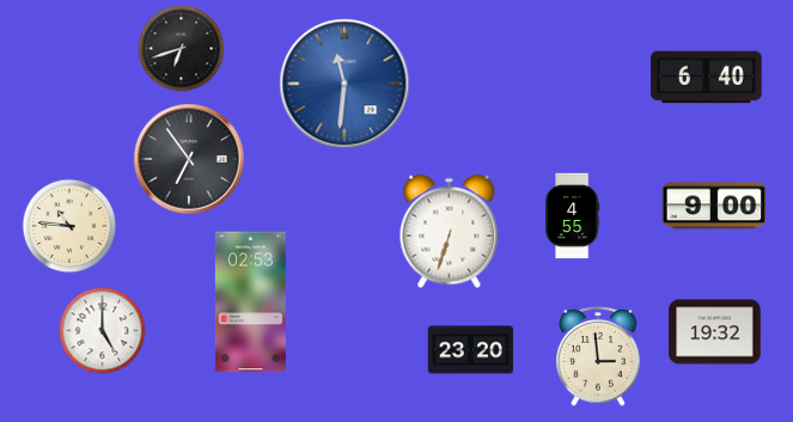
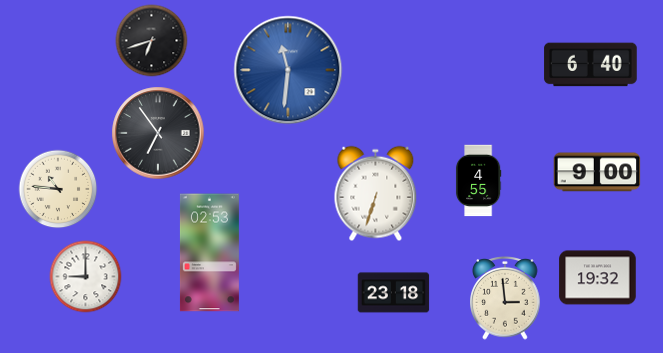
clock at (103, 331): 5:00 -> 9:00
clock at (471, 350): 23:20 -> 23:18
clock at (598, 357) position: (598, 357) -> (505, 299)
